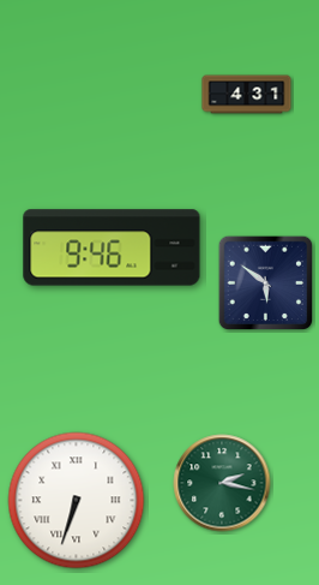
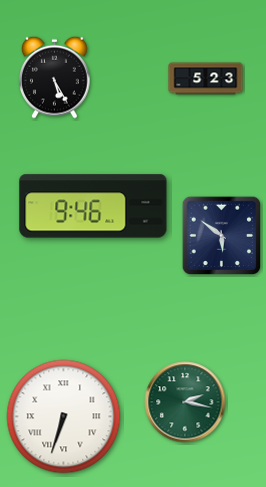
clock at (55, 77): none -> 5:25
clock at (247, 95): 4:31 -> 5:23
